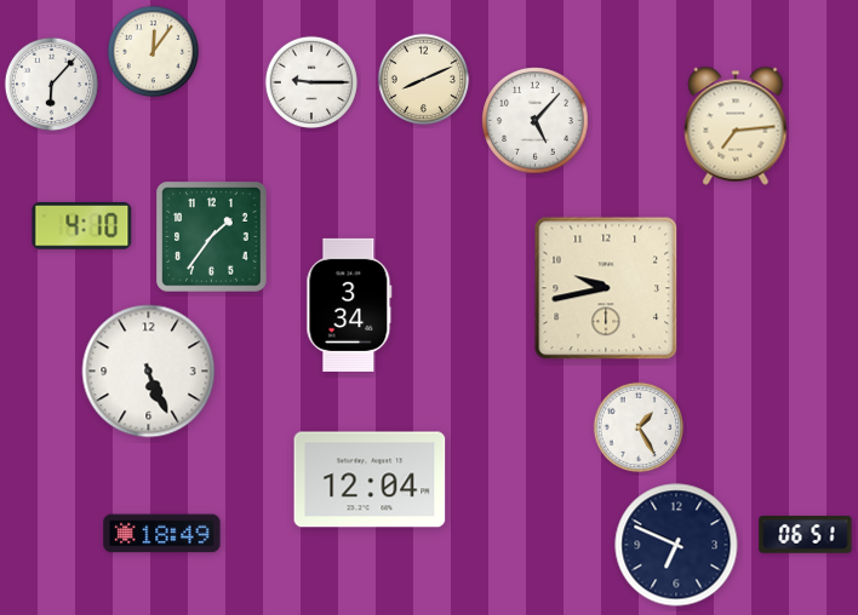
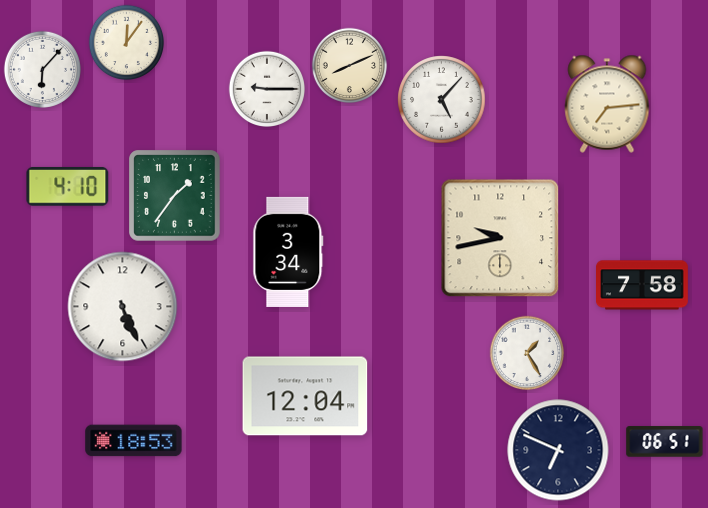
clock at (310, 81) position: (310, 81) -> (266, 88)
clock at (643, 285): none -> 7:58
clock at (162, 534): 18:49 -> 18:53
